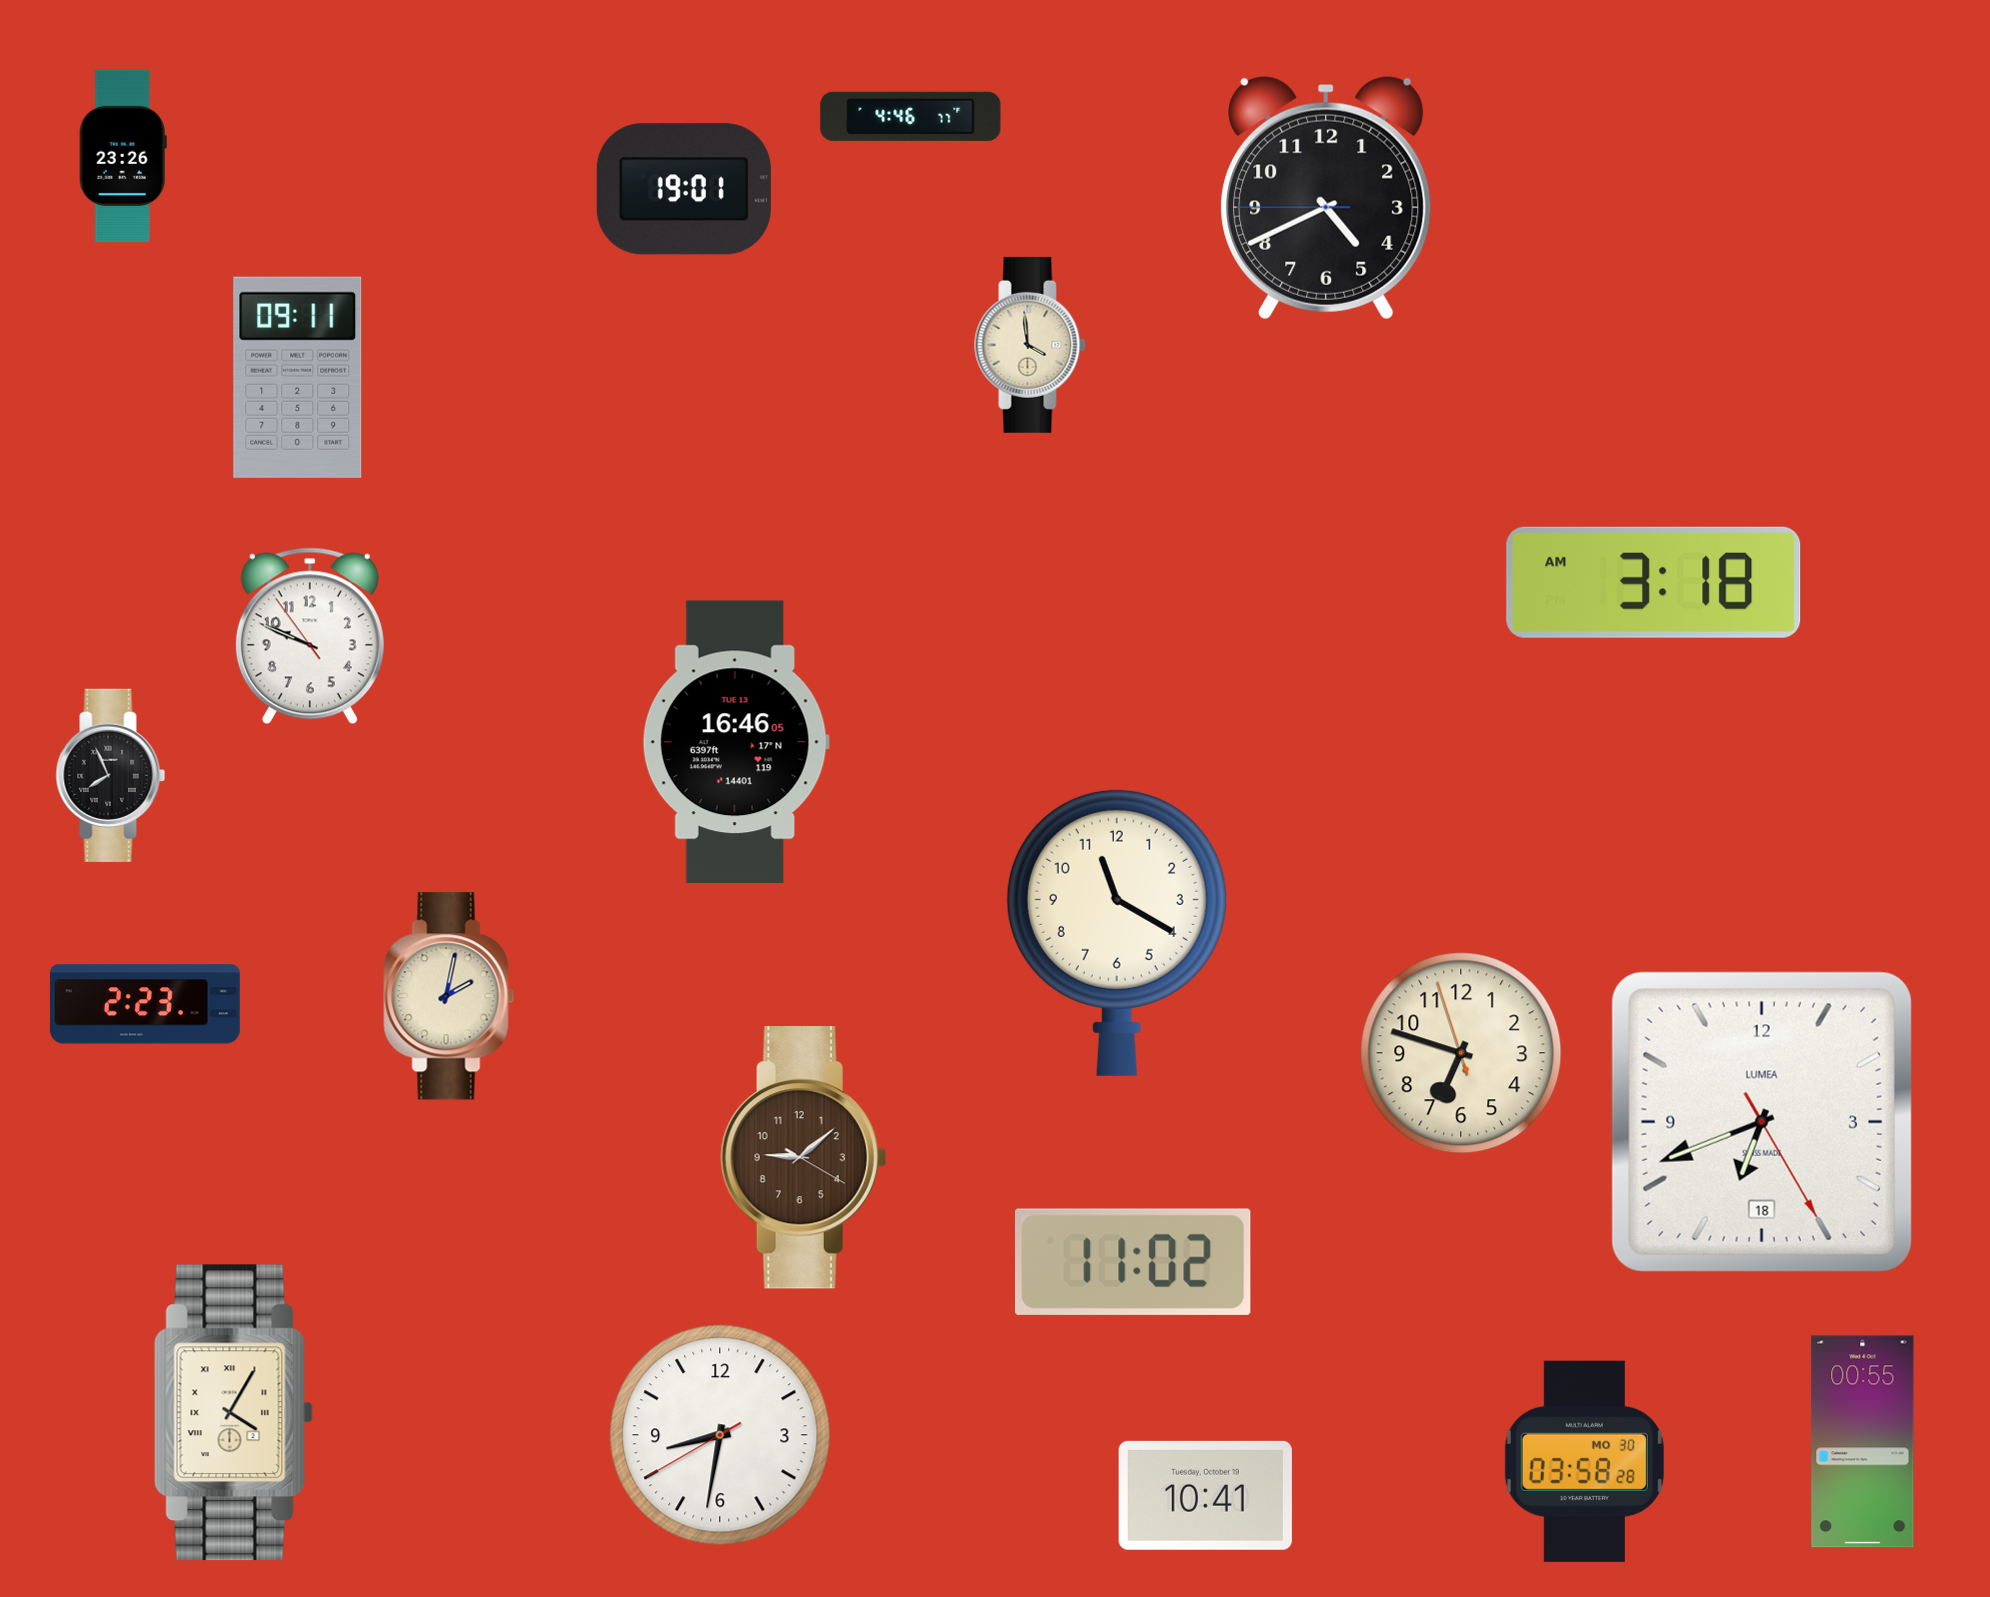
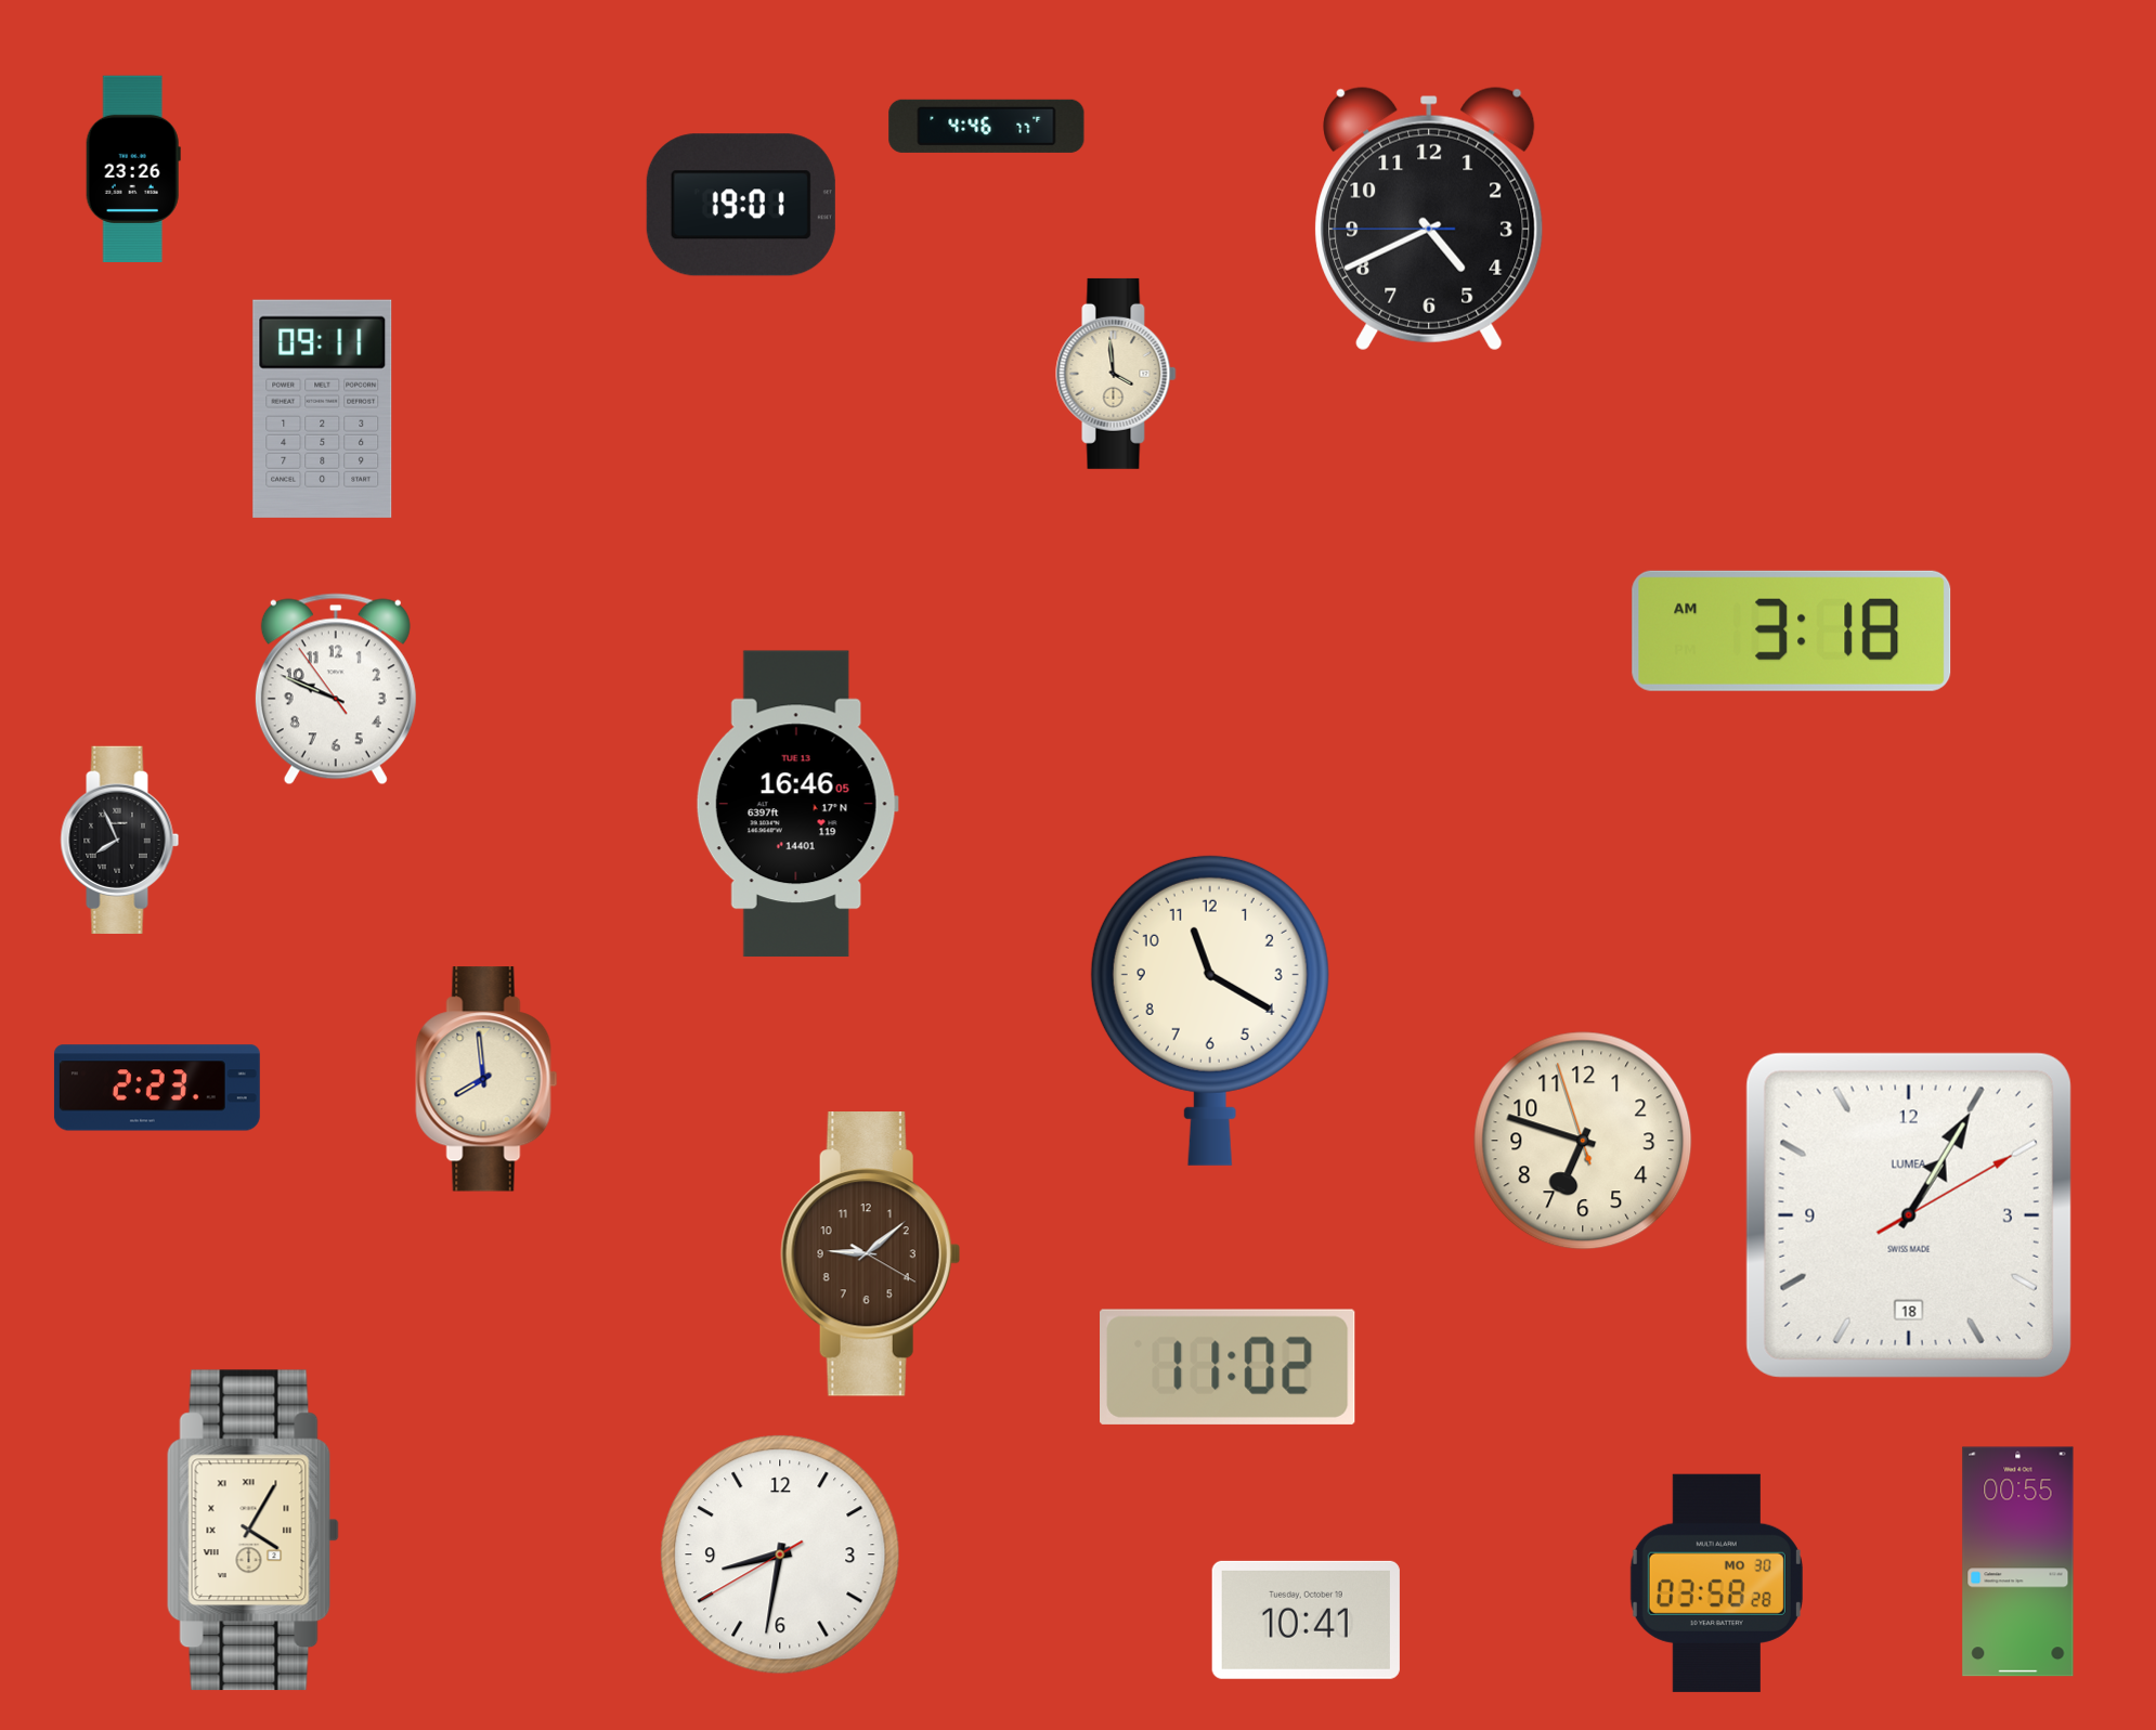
clock at (1326, 198) position: (1326, 198) -> (1429, 219)
clock at (449, 996): 2:02 -> 7:59
clock at (1762, 1122): 6:41 -> 1:05
